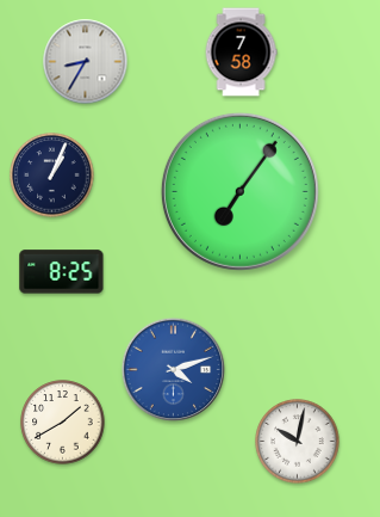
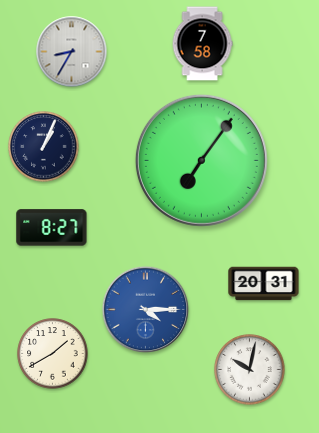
clock at (62, 272): 8:25 -> 8:27
clock at (264, 284): none -> 20:31
clock at (174, 370): 4:12 -> 4:15
